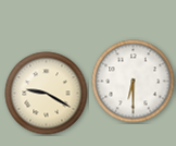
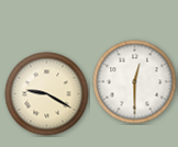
clock at (134, 82): 6:30 -> 12:30
